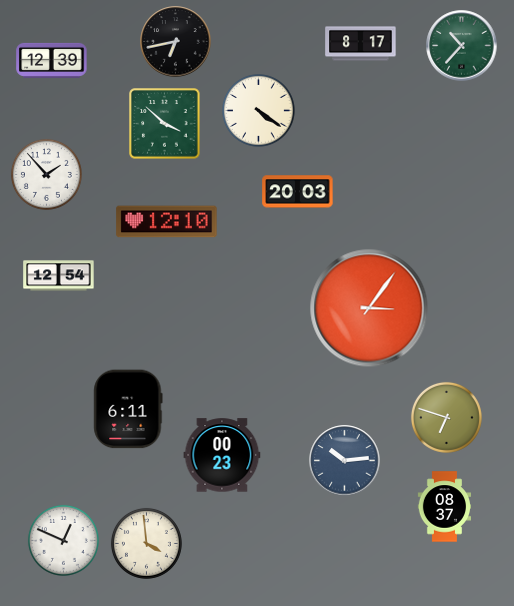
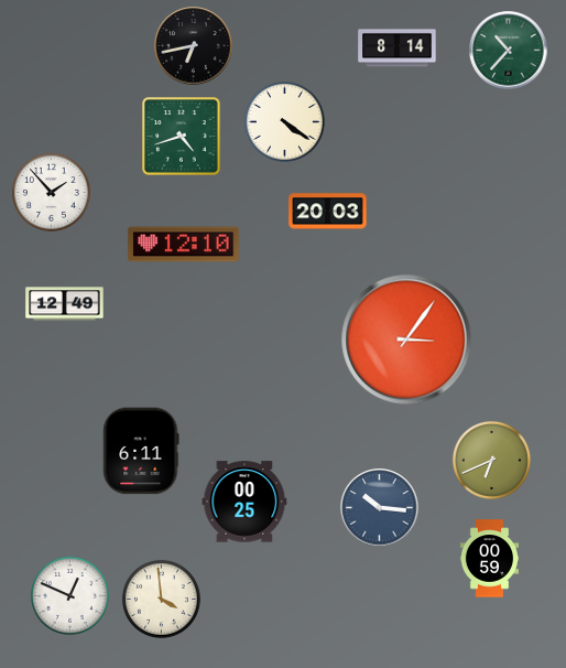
clock at (361, 44): 8:17 -> 8:14
clock at (52, 60): 12:39 -> none
clock at (165, 124): 3:52 -> 4:42
clock at (59, 276): 12:54 -> 12:49
clock at (446, 417): 6:48 -> 6:41
clock at (222, 455): 00:23 -> 00:25
clock at (345, 461): 10:14 -> 10:16
clock at (445, 507): 08:37 -> 00:59
